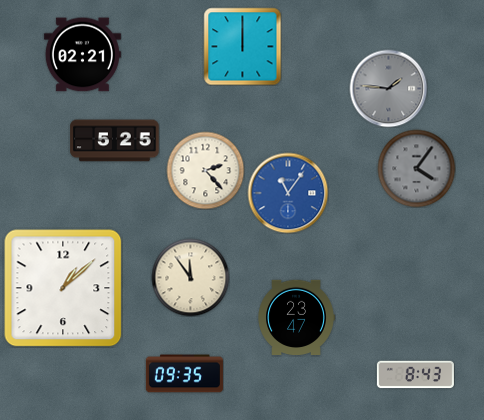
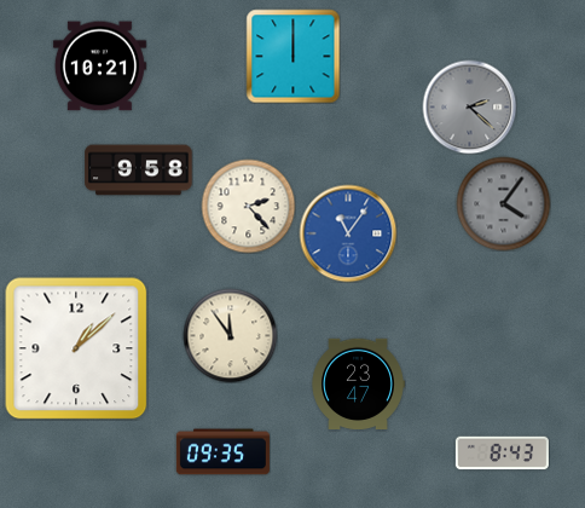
clock at (82, 55): 02:21 -> 10:21
clock at (388, 88): 1:46 -> 2:22
clock at (115, 141): 5:25 -> 9:58
